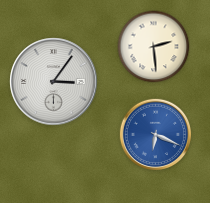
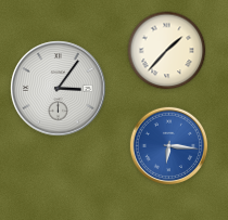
clock at (154, 47): 2:29 -> 1:37
clock at (156, 135): 6:19 -> 6:16
